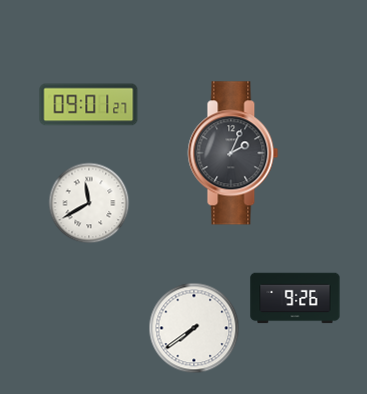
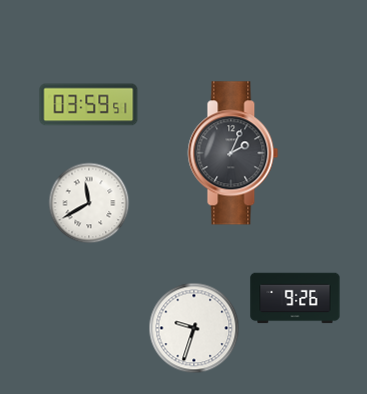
clock at (89, 105): 09:01 -> 03:59
clock at (194, 328): 7:39 -> 9:33
